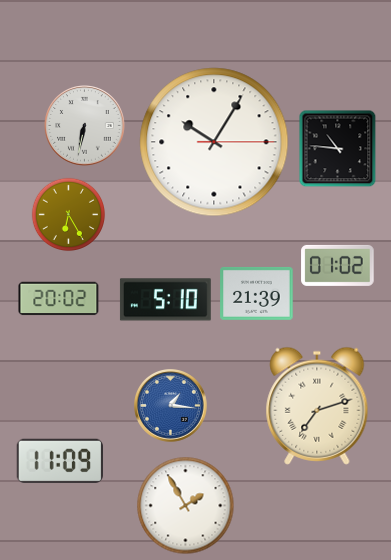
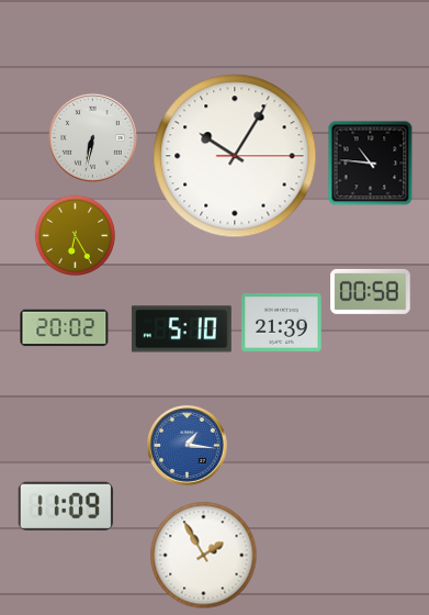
clock at (338, 265): 01:02 -> 00:58
clock at (317, 406): 7:12 -> none
